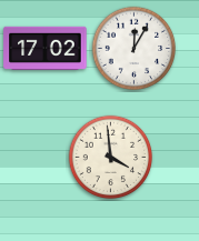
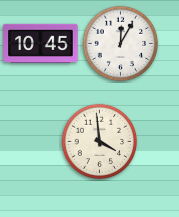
clock at (46, 48): 17:02 -> 10:45
